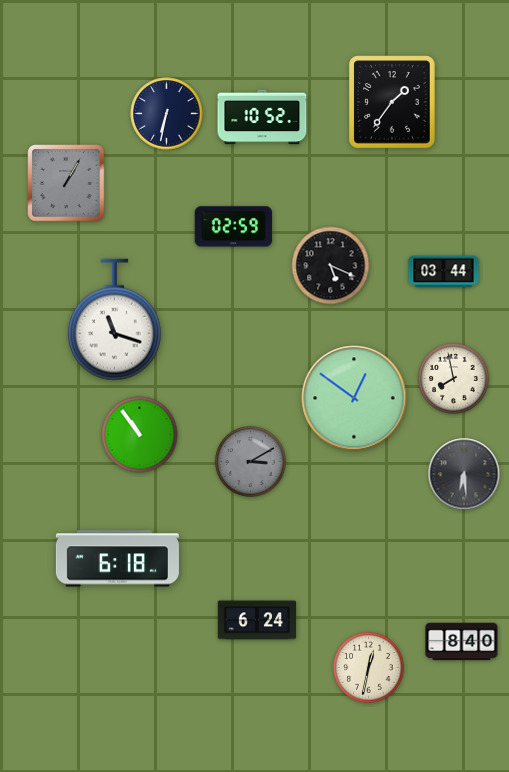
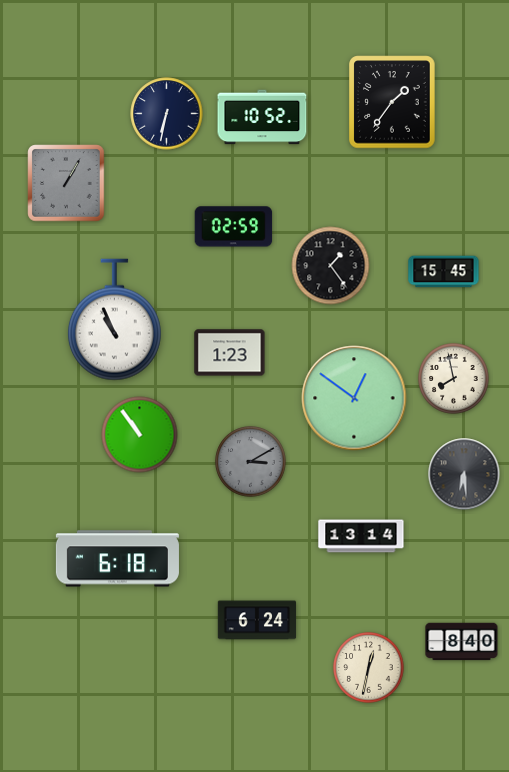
clock at (331, 266): 5:19 -> 1:24
clock at (444, 272): 03:44 -> 15:45
clock at (114, 320): 11:18 -> 10:56
clock at (230, 353): none -> 1:23
clock at (361, 536): none -> 13:14
